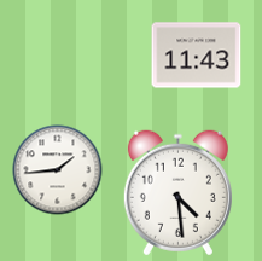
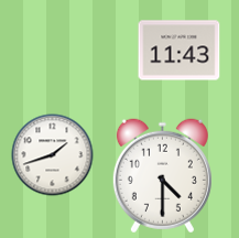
clock at (58, 170): 1:44 -> 1:42
clock at (177, 193): 4:29 -> 4:30
